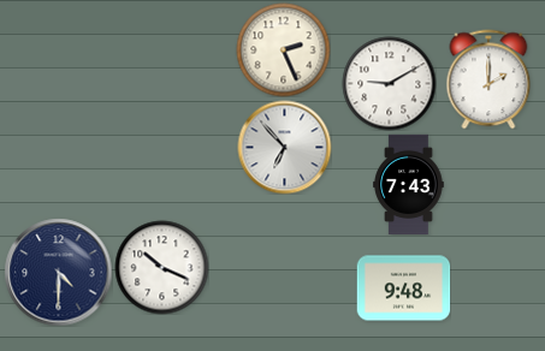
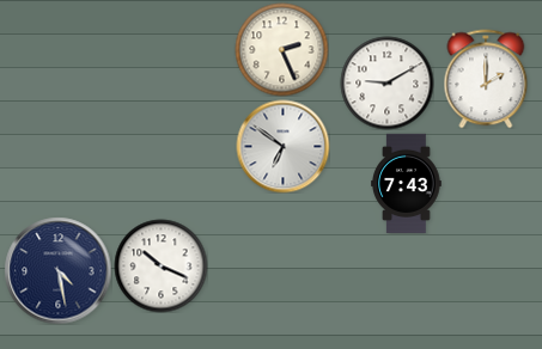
clock at (284, 147): 6:53 -> 6:51
clock at (58, 272): 4:30 -> 4:28
clock at (403, 288): 9:48 -> none
